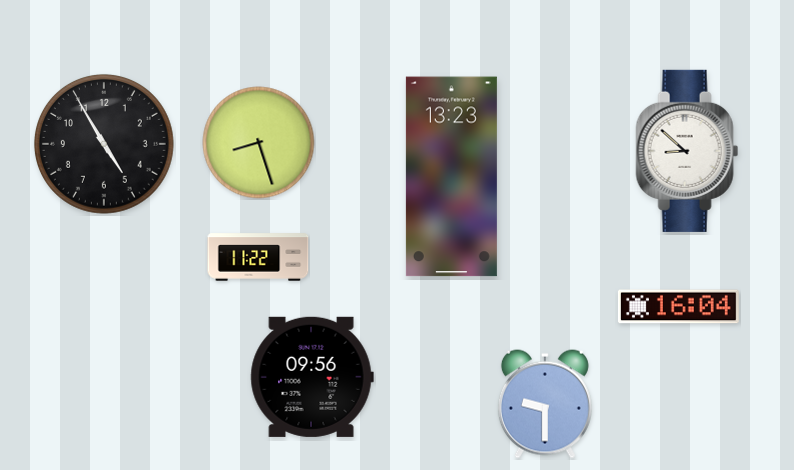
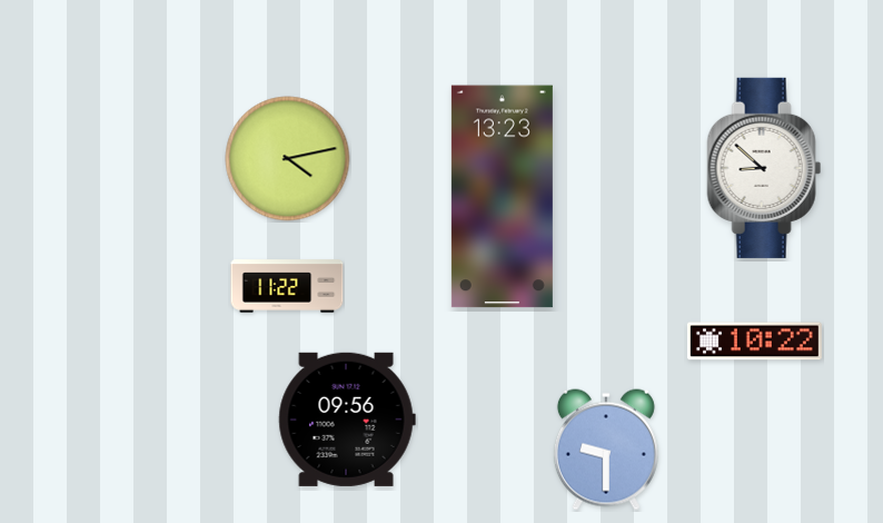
clock at (259, 143): 8:27 -> 4:13
clock at (104, 144): 4:54 -> none
clock at (678, 307): 16:04 -> 10:22
